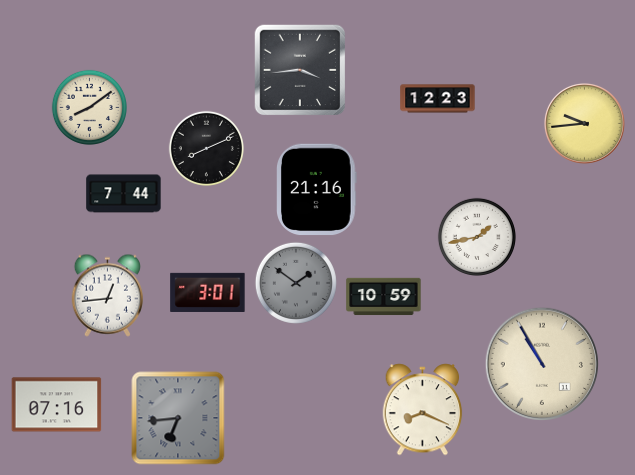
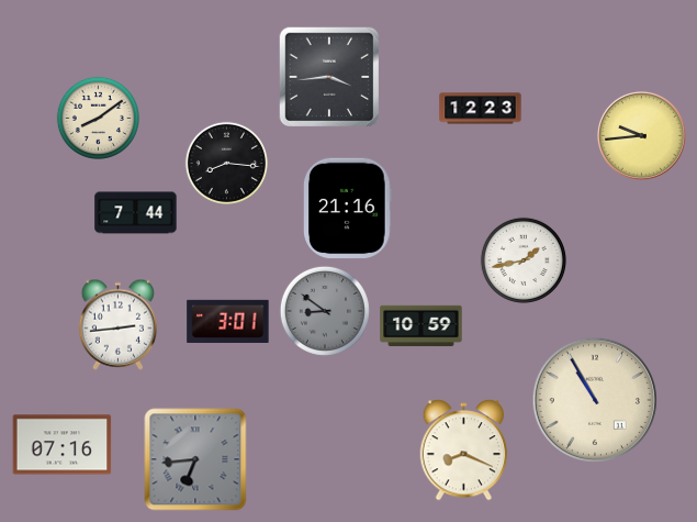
clock at (206, 148): 8:11 -> 8:16
clock at (296, 283): 1:51 -> 8:51
clock at (107, 295): 12:44 -> 2:44
